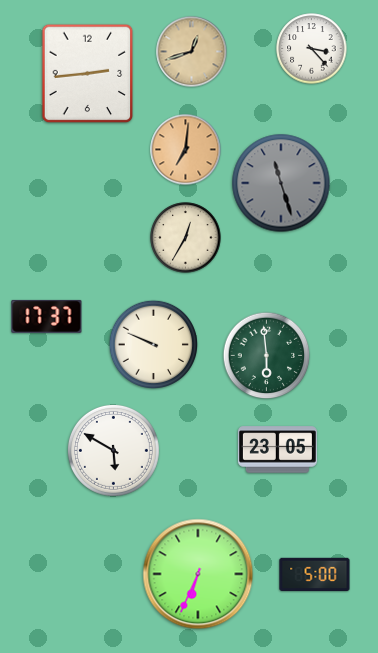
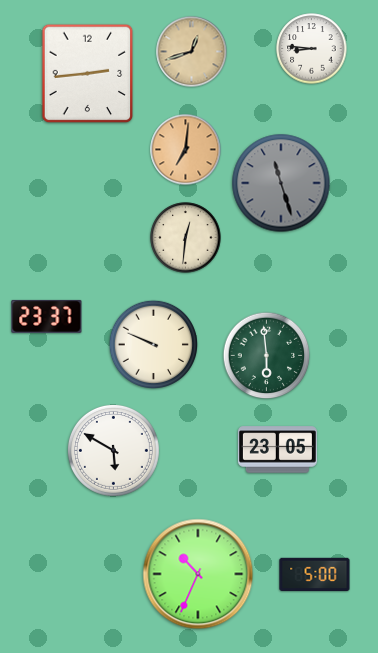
clock at (312, 49): 3:23 -> 8:46
clock at (186, 238): 12:35 -> 12:31
clock at (47, 316): 17:37 -> 23:37
clock at (198, 574): 6:34 -> 10:34
